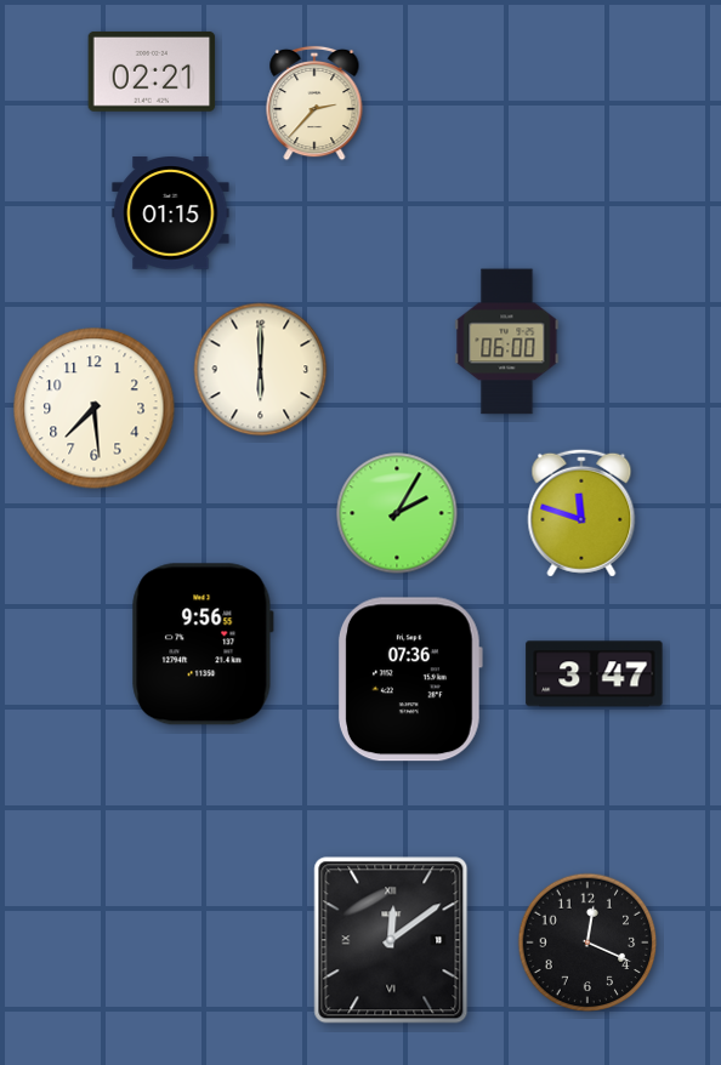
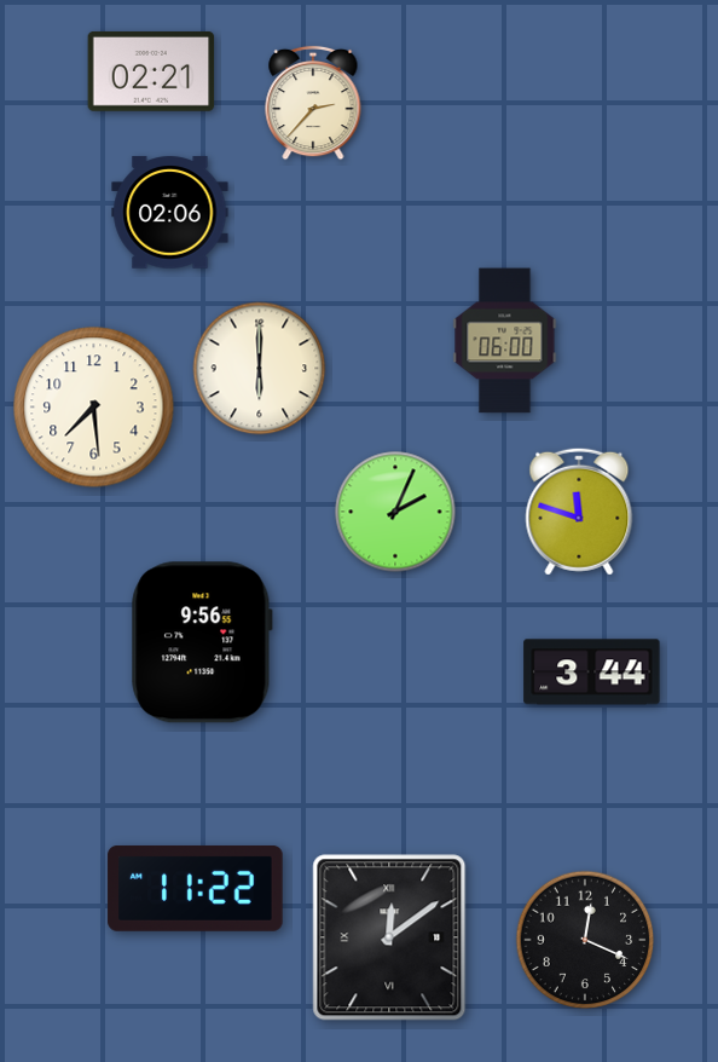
clock at (171, 213): 01:15 -> 02:06
clock at (397, 513): 2:05 -> 2:04
clock at (595, 674): 3:47 -> 3:44
clock at (409, 679): 07:36 -> none
clock at (196, 888): none -> 11:22
